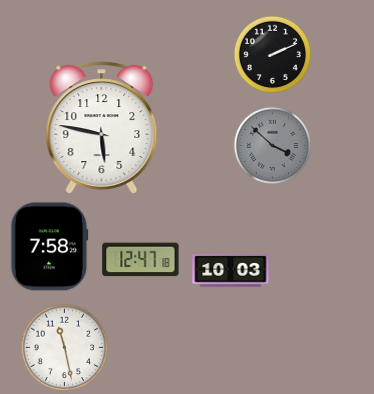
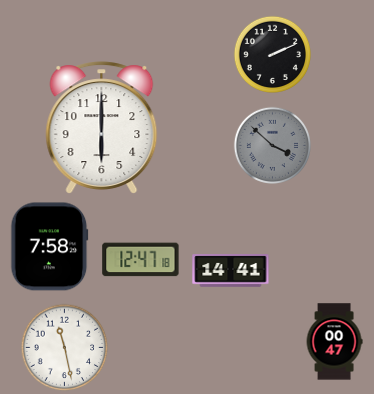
clock at (102, 127): 5:47 -> 6:00
clock at (231, 271): 10:03 -> 14:41
clock at (334, 342): none -> 00:47
